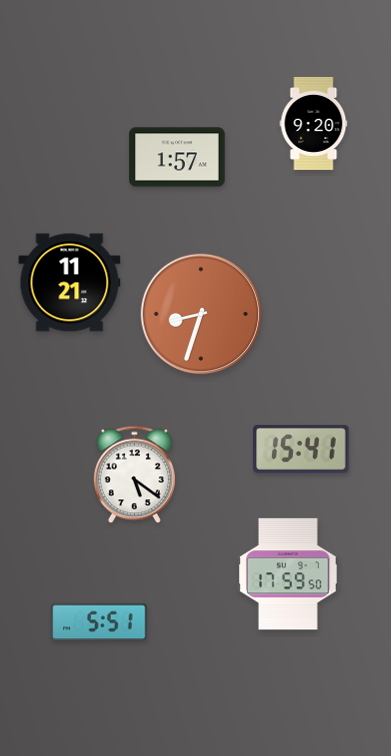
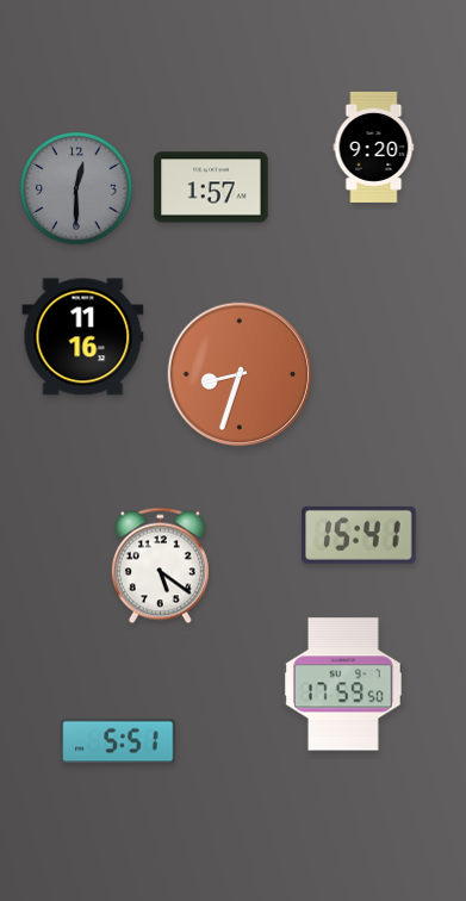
clock at (76, 188): none -> 12:30
clock at (70, 283): 11:21 -> 11:16
